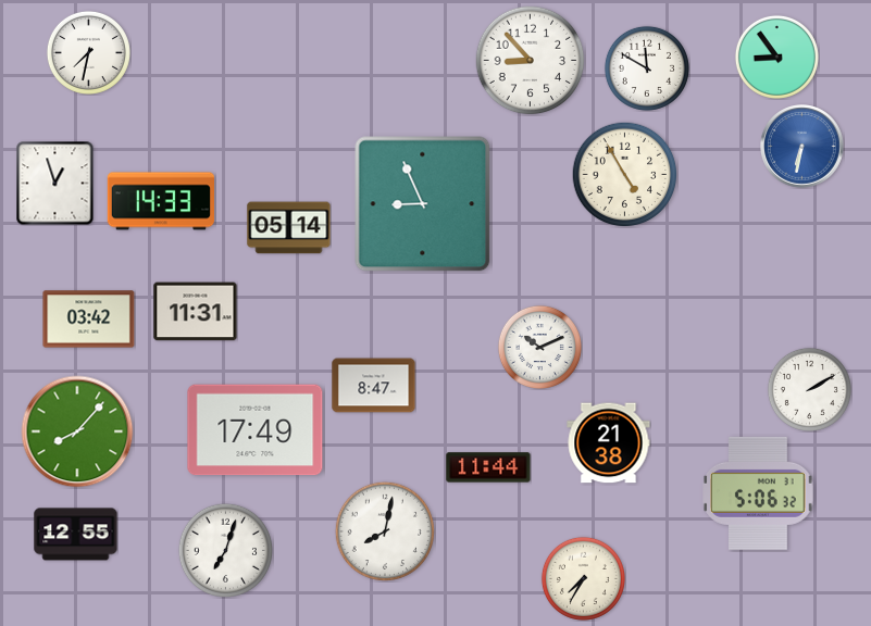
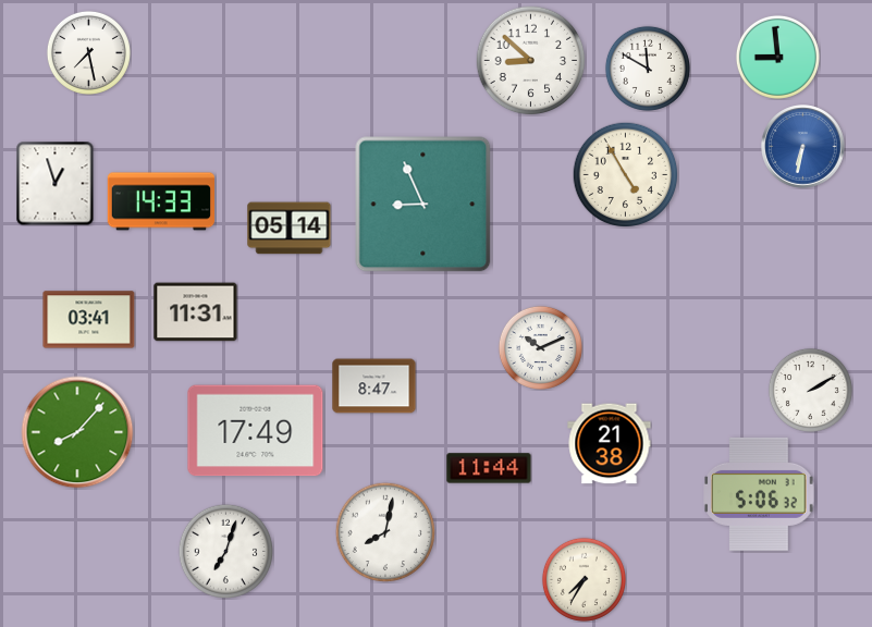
clock at (88, 52): 7:32 -> 7:28
clock at (776, 57): 8:54 -> 8:59
clock at (531, 61): 8:53 -> 8:52
clock at (89, 320): 03:42 -> 03:41
clock at (76, 535): 12:55 -> none
